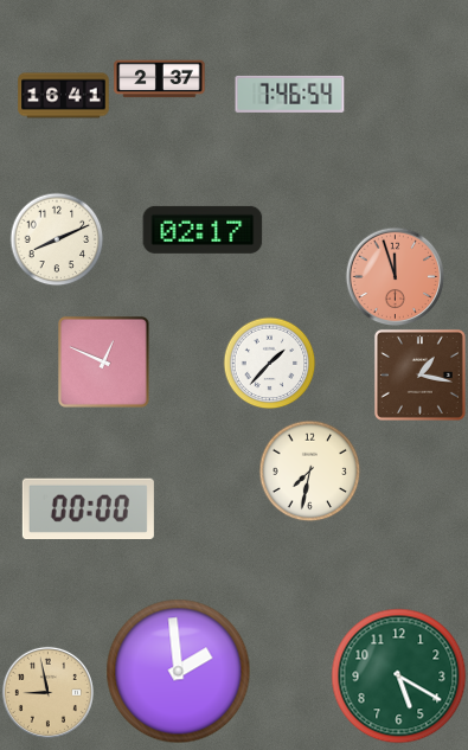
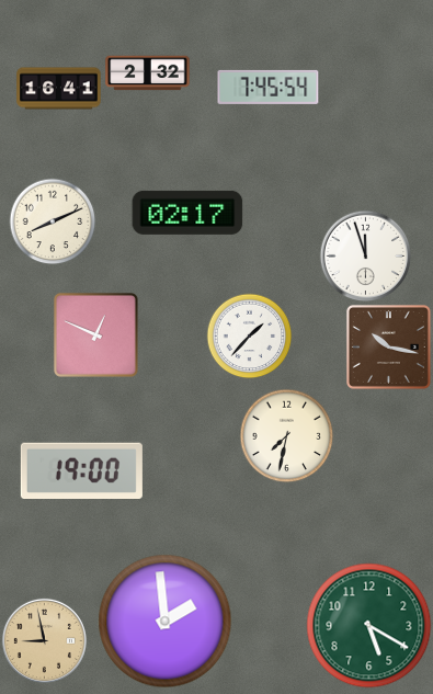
clock at (160, 79): 2:37 -> 2:32
clock at (290, 94): 7:46 -> 7:45
clock at (395, 276) dial: salmon -> white
clock at (419, 374): 1:17 -> 10:17
clock at (88, 509): 00:00 -> 19:00
